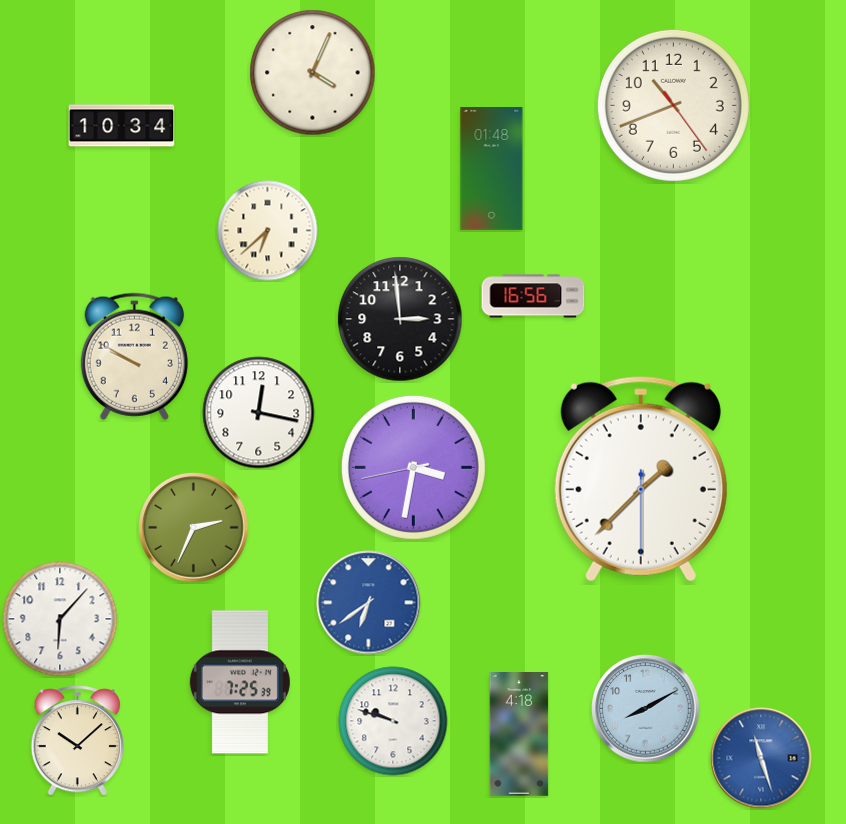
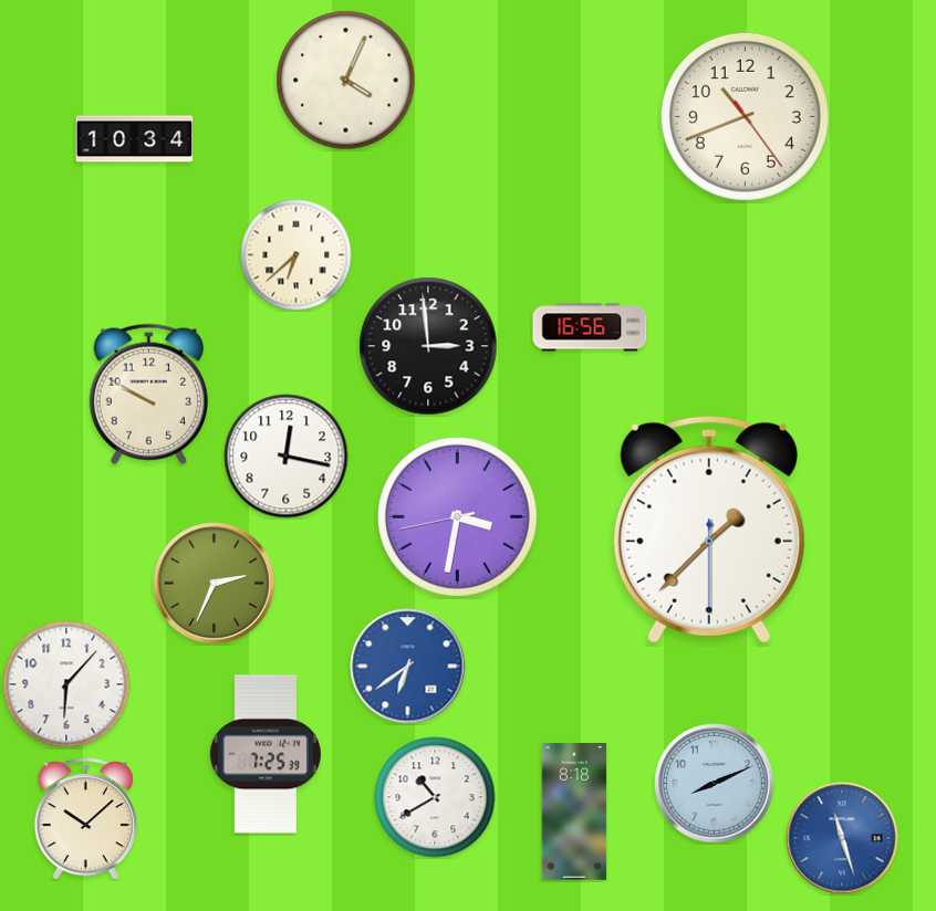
clock at (492, 169): 01:48 -> none
clock at (400, 319) position: (400, 319) -> (428, 346)
clock at (646, 709): 8:10 -> 8:11
clock at (393, 721): 9:48 -> 10:40
clock at (519, 734): 4:18 -> 8:18
